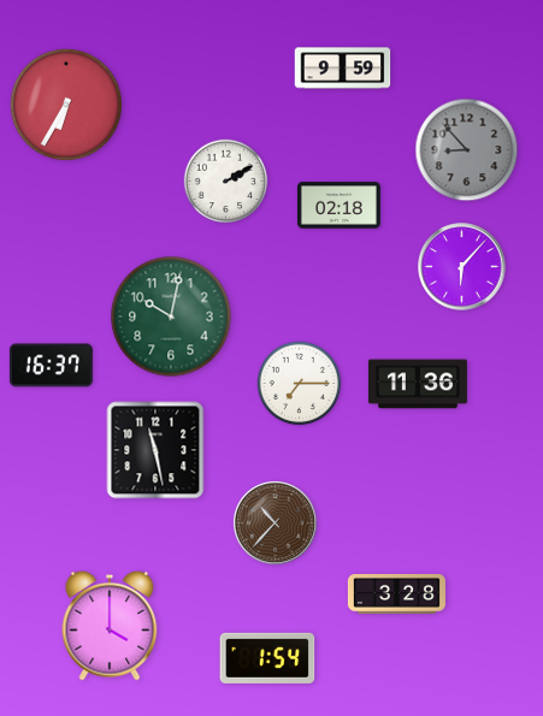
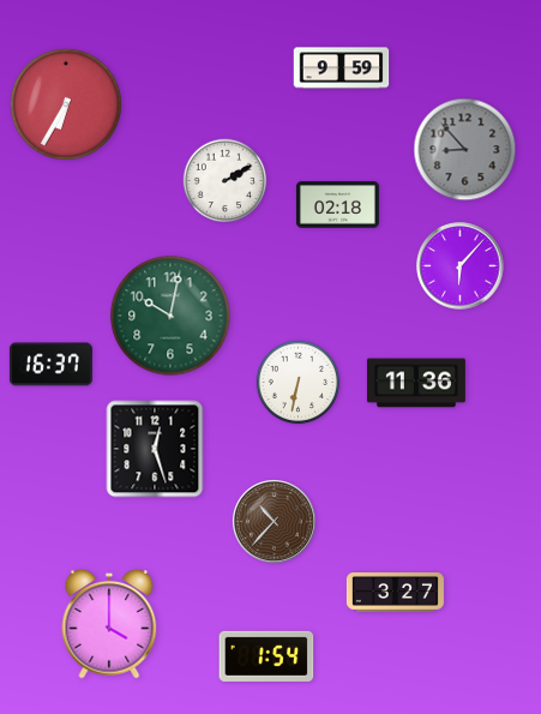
clock at (300, 384): 7:15 -> 6:32
clock at (155, 450): 11:28 -> 12:27
clock at (396, 594): 3:28 -> 3:27
